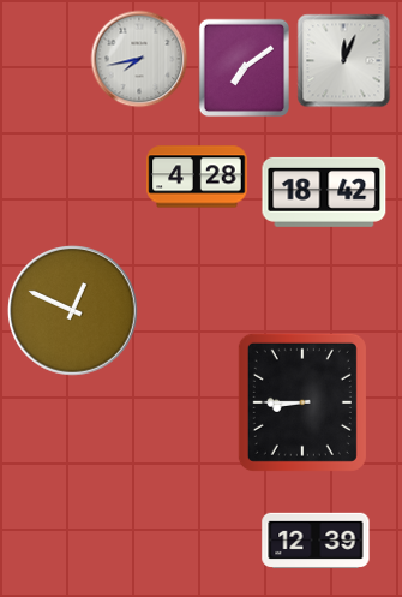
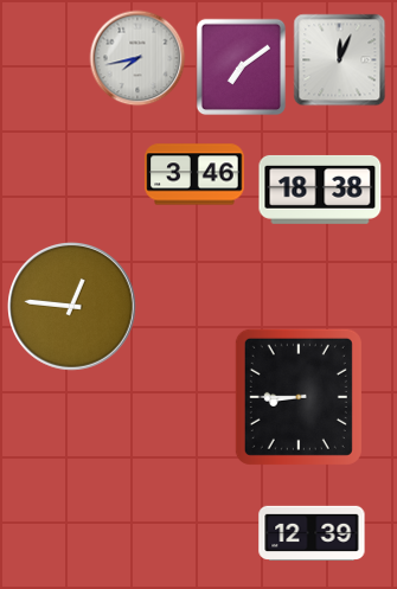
clock at (197, 177): 4:28 -> 3:46
clock at (324, 192): 18:42 -> 18:38
clock at (73, 311): 12:49 -> 12:46
